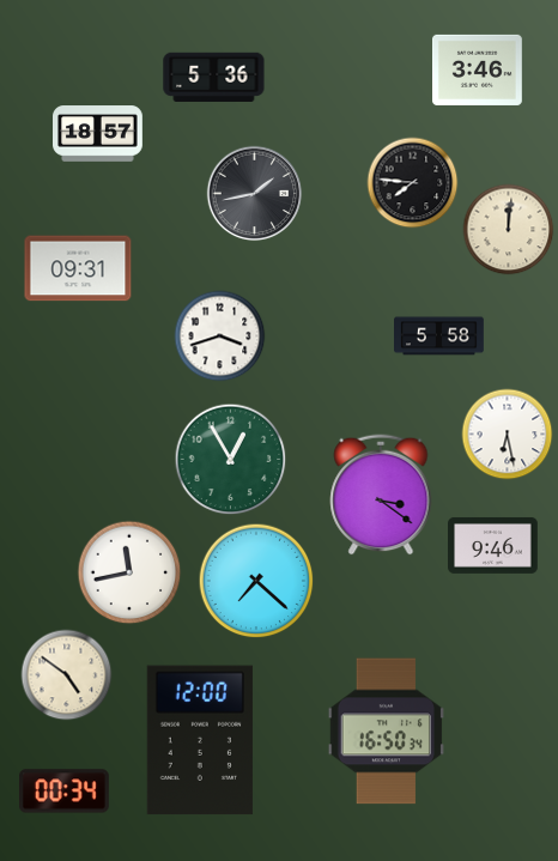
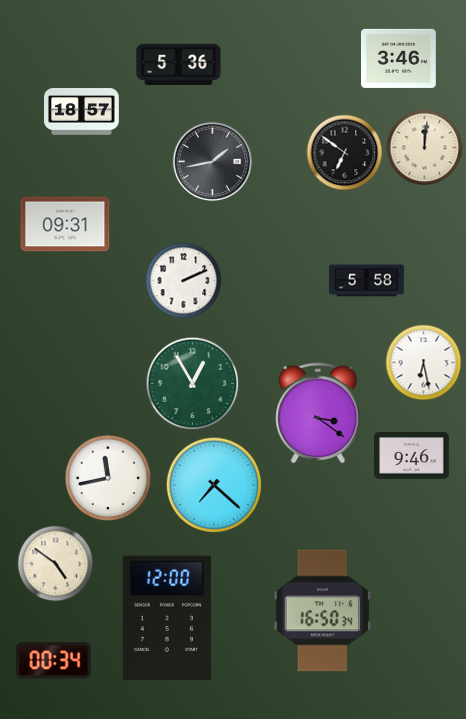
clock at (413, 183): 7:46 -> 6:51
clock at (509, 230) position: (509, 230) -> (425, 148)
clock at (220, 336): 3:42 -> 2:11
